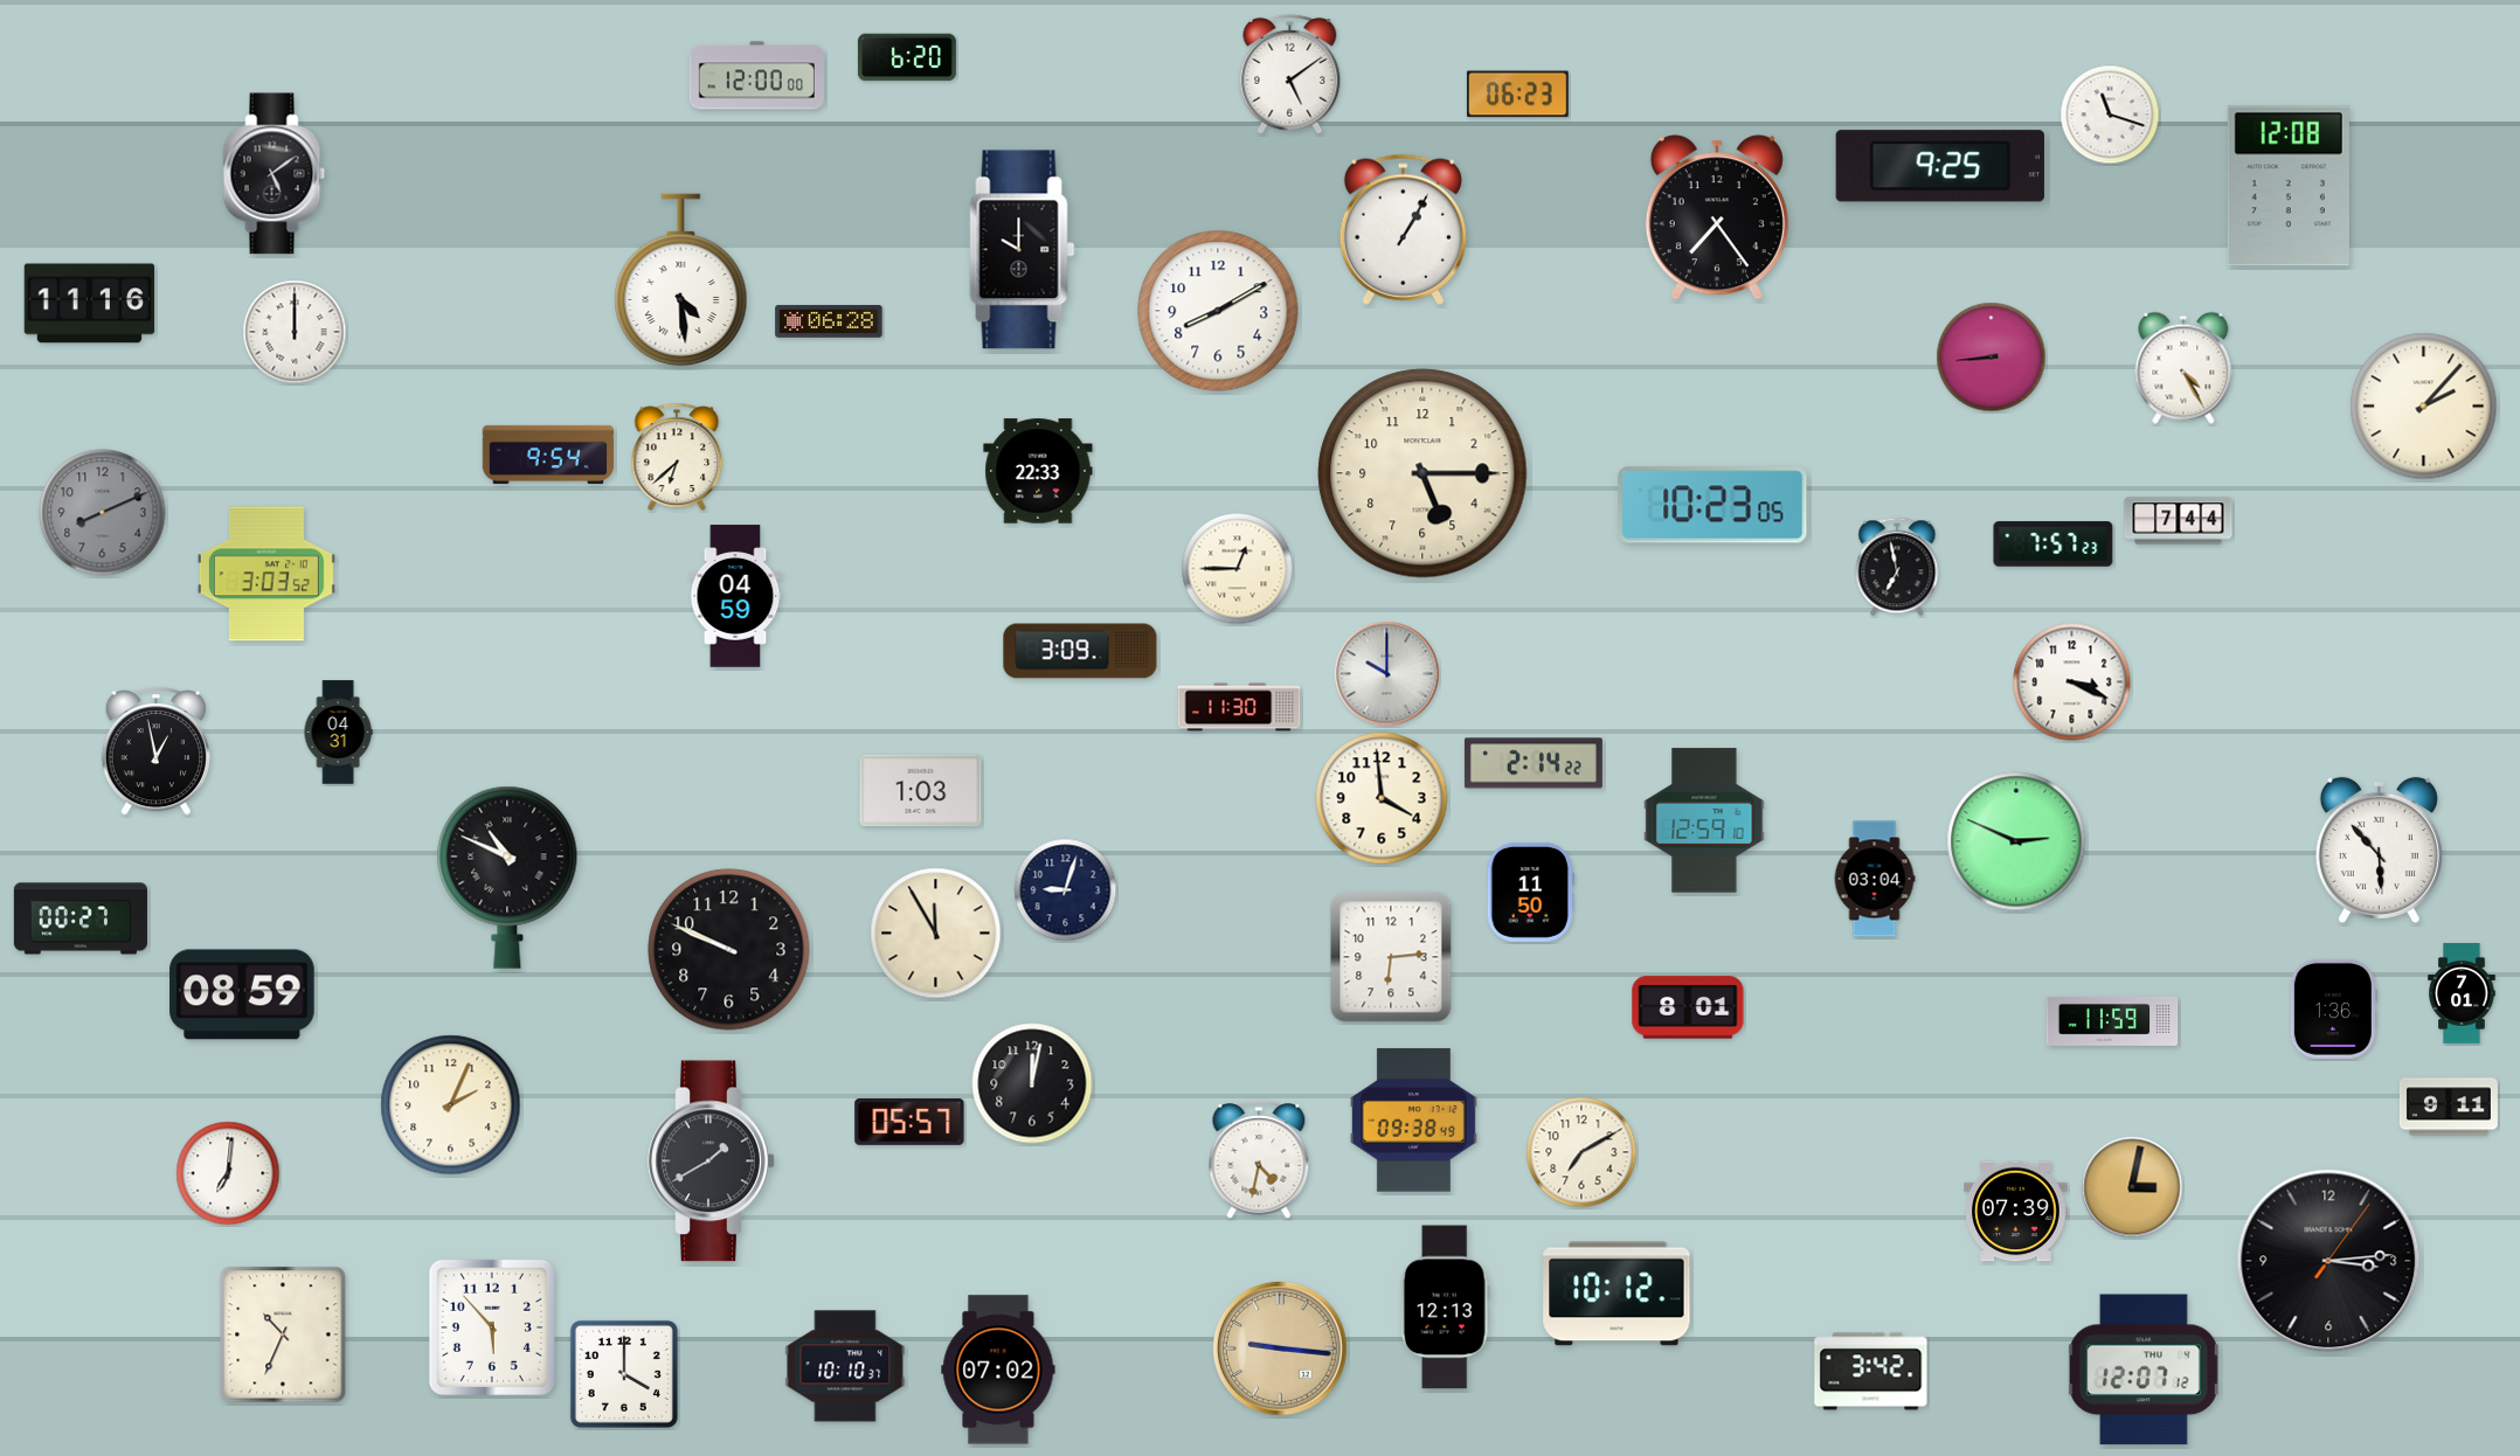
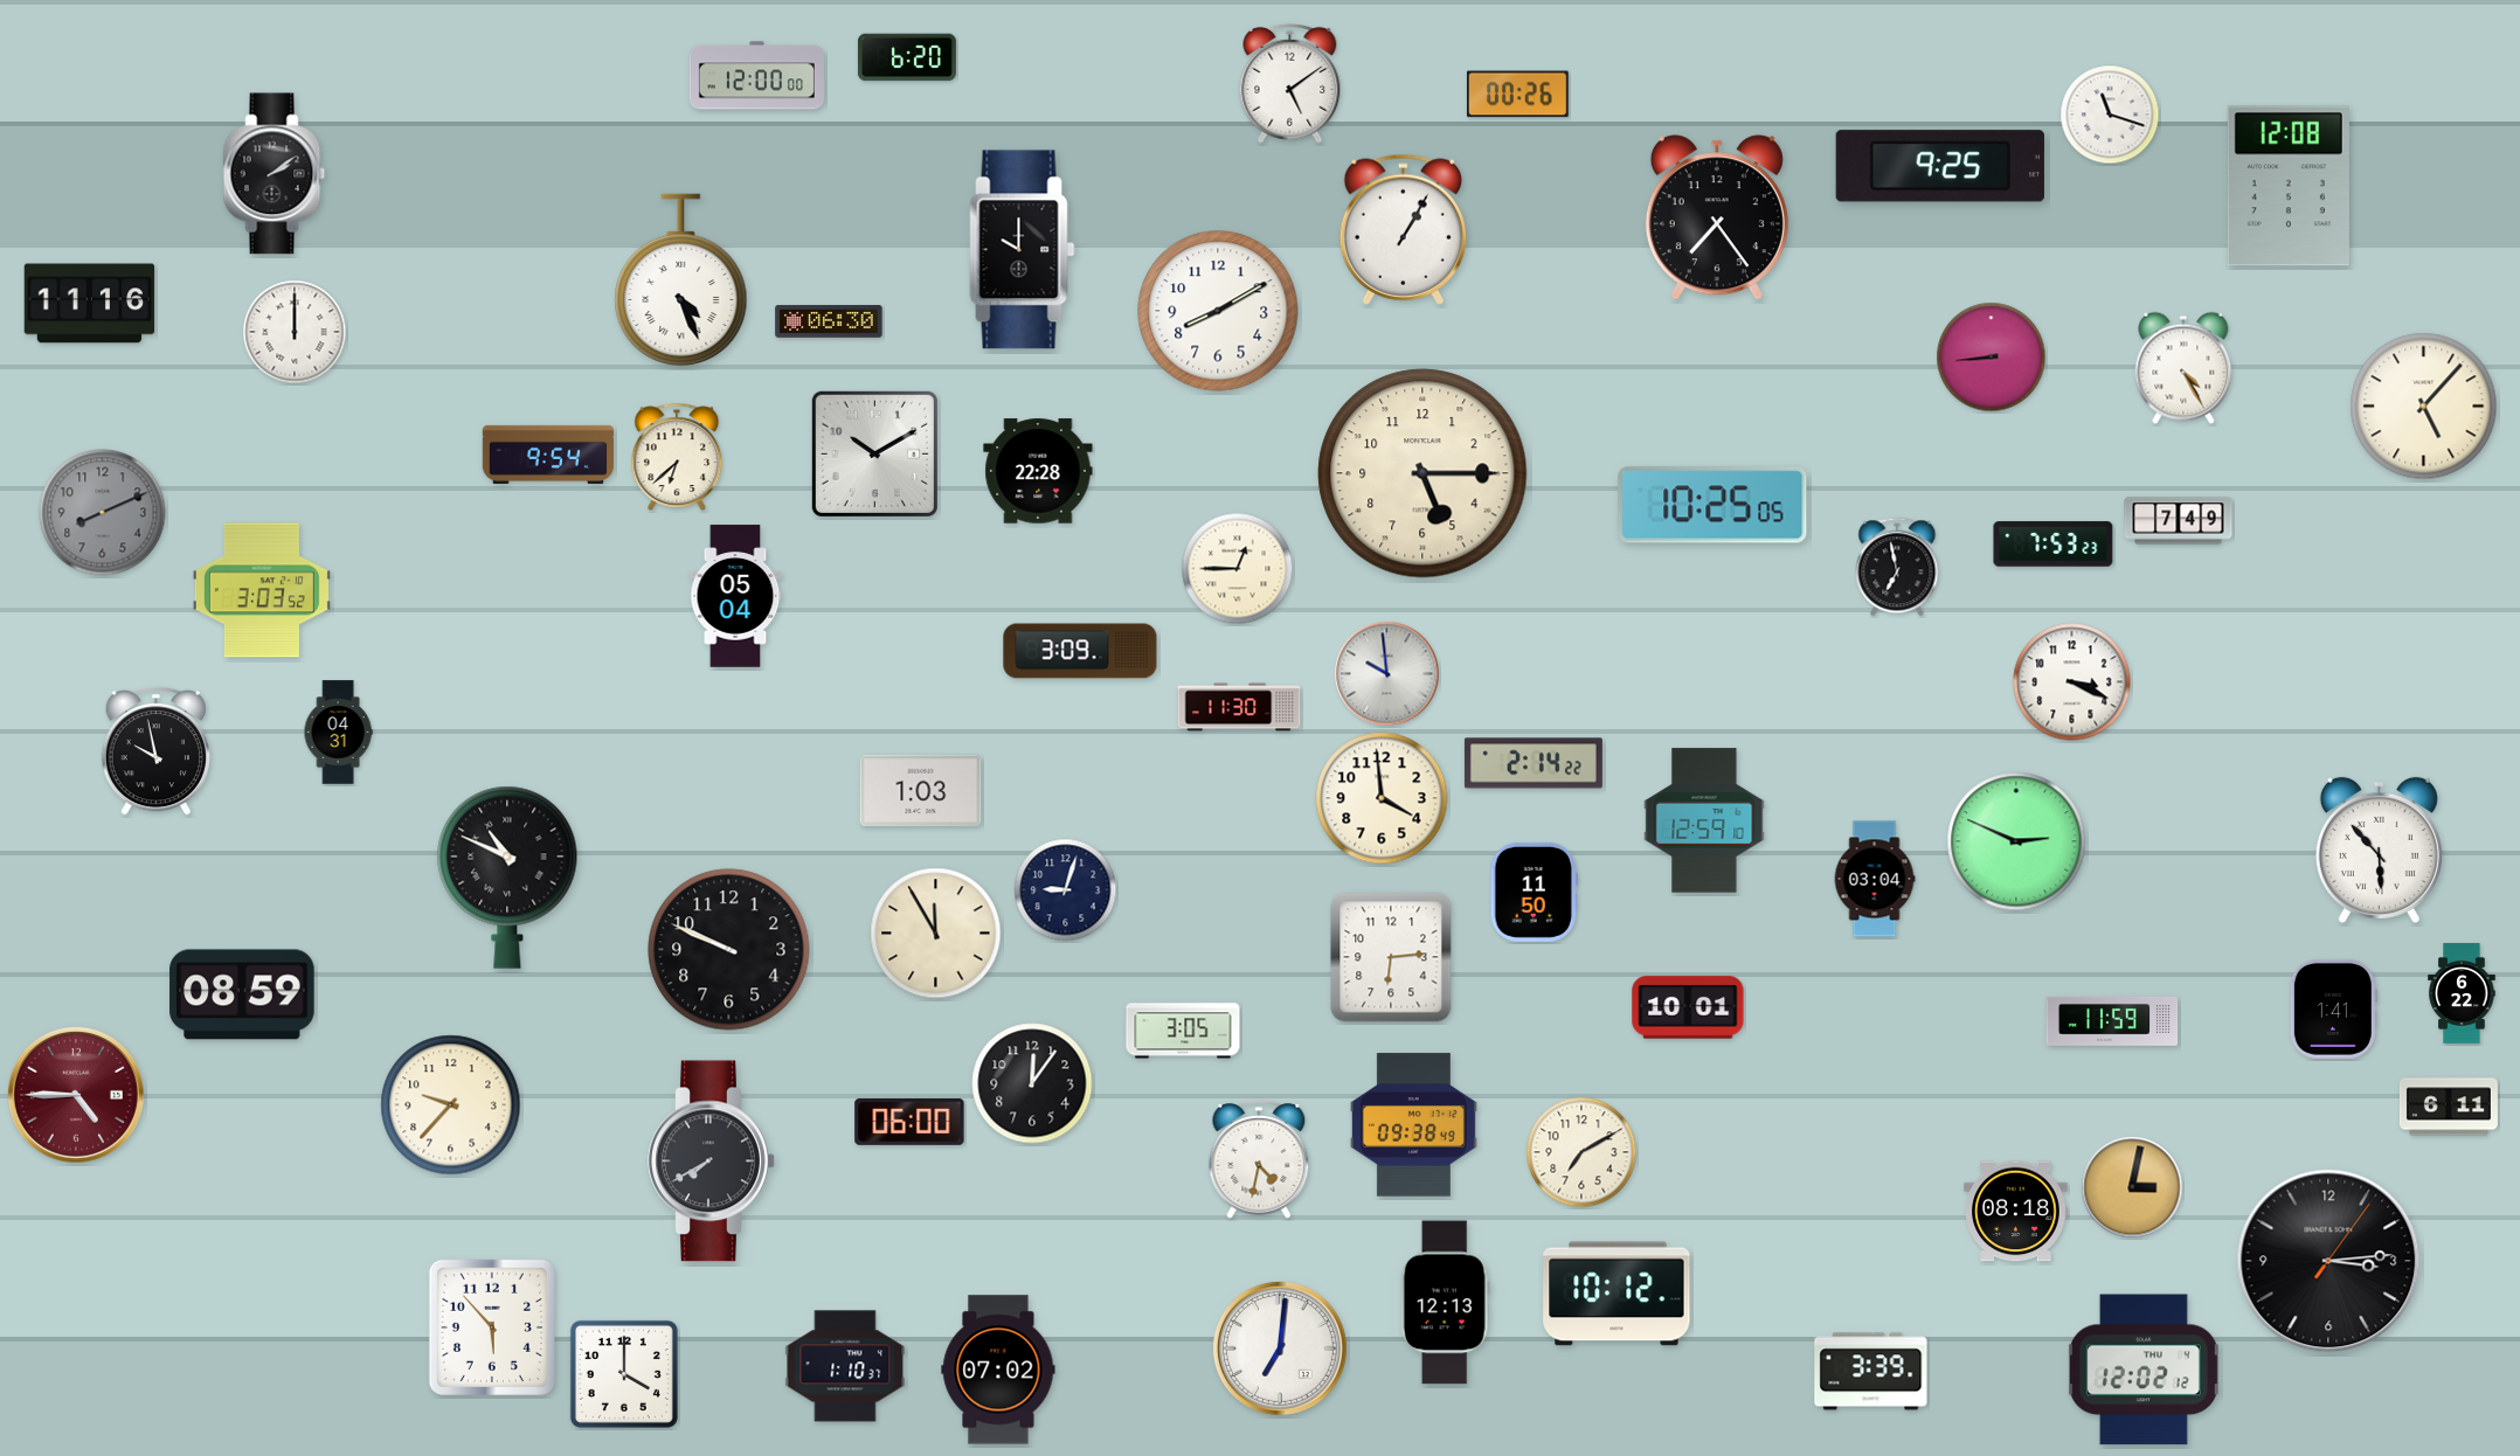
clock at (1290, 74) position: (1290, 74) -> (1290, 83)
clock at (1517, 95): 06:23 -> 00:26
clock at (275, 174): 5:09 -> 2:09
clock at (681, 280): 4:29 -> 4:26
clock at (829, 323): 06:28 -> 06:30
clock at (2424, 407): 2:07 -> 5:07
clock at (874, 453): none -> 10:10
clock at (1038, 471): 22:33 -> 22:28
clock at (1712, 505): 10:23 -> 10:25
clock at (2179, 521): 7:44 -> 7:49
clock at (2054, 545): 7:57 -> 7:53
clock at (266, 574) position: (266, 574) -> (262, 590)
clock at (735, 596): 04:59 -> 05:04
clock at (1387, 674): 10:00 -> 9:59
clock at (155, 751): 12:58 -> 9:58
clock at (1530, 892) position: (1530, 892) -> (1534, 892)
clock at (81, 918): 00:27 -> none
clock at (2462, 994): 7:01 -> 6:22
clock at (1688, 1007): 8:01 -> 10:01
clock at (2333, 1008): 1:36 -> 1:41
clock at (1183, 1031): none -> 3:05
clock at (1032, 1083): 12:02 -> 12:06
clock at (76, 1095): none -> 4:45
clock at (451, 1105): 2:04 -> 9:37
clock at (2449, 1107): 9:11 -> 6:11
clock at (1413, 1121) position: (1413, 1121) -> (1413, 1125)
clock at (909, 1122): 05:57 -> 06:00
clock at (712, 1162): 1:40 -> 7:40
clock at (228, 1173): 7:01 -> none
clock at (2016, 1212): 07:39 -> 08:18
clock at (1445, 1308) position: (1445, 1308) -> (1445, 1303)
clock at (283, 1334): 10:34 -> none
clock at (1280, 1348): 9:16 -> 7:01
clock at (1280, 1348) dial: champagne -> white
clock at (845, 1366): 10:10 -> 1:10
clock at (2144, 1370): 12:07 -> 12:02
clock at (1871, 1372): 3:42 -> 3:39
